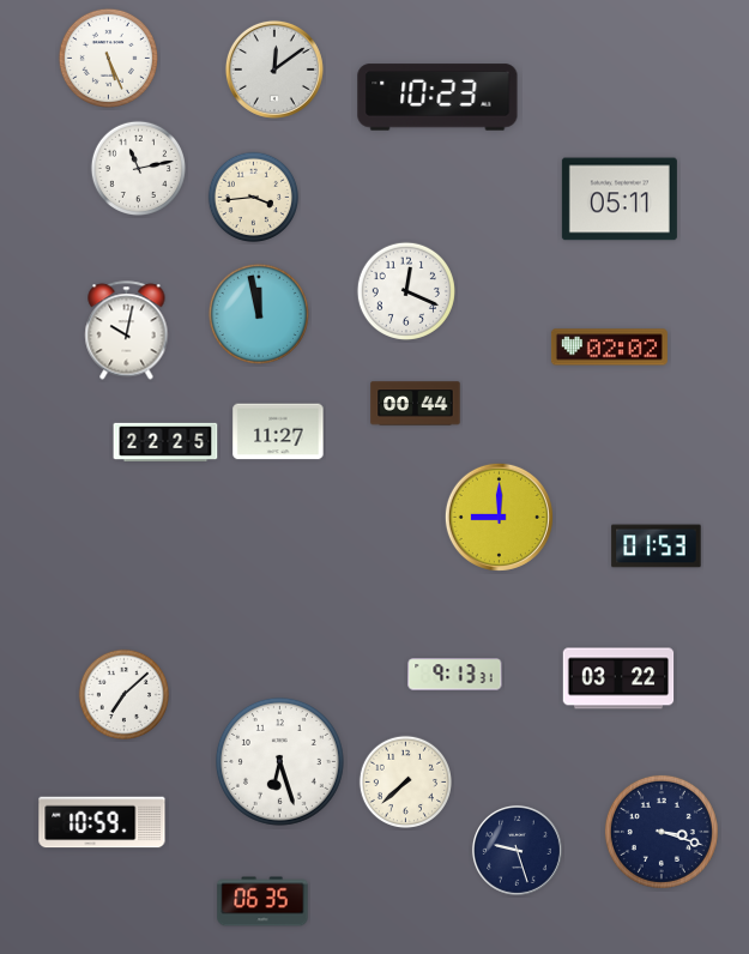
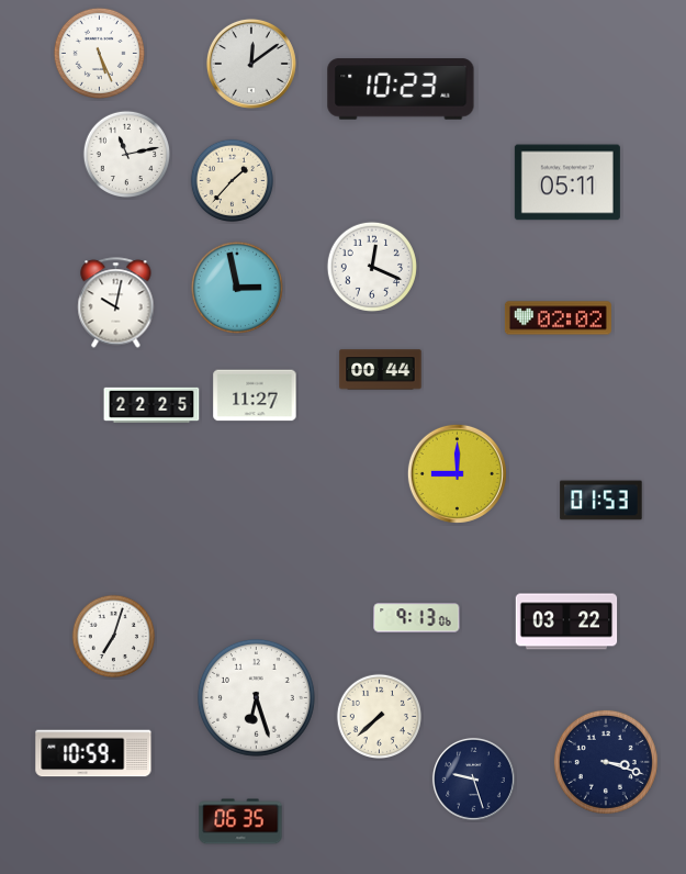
clock at (254, 198): 3:44 -> 1:37
clock at (259, 314): 11:58 -> 2:58
clock at (455, 675): 9:13:31 -> 9:13:06
clock at (125, 695): 7:08 -> 7:03
clock at (405, 781) position: (405, 781) -> (379, 716)
clock at (262, 901) position: (262, 901) -> (240, 821)
